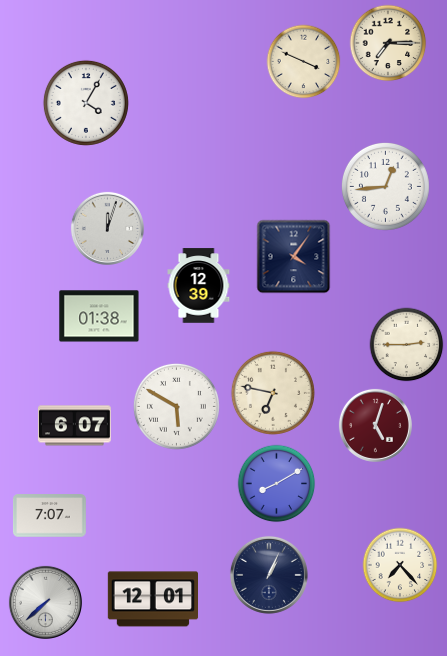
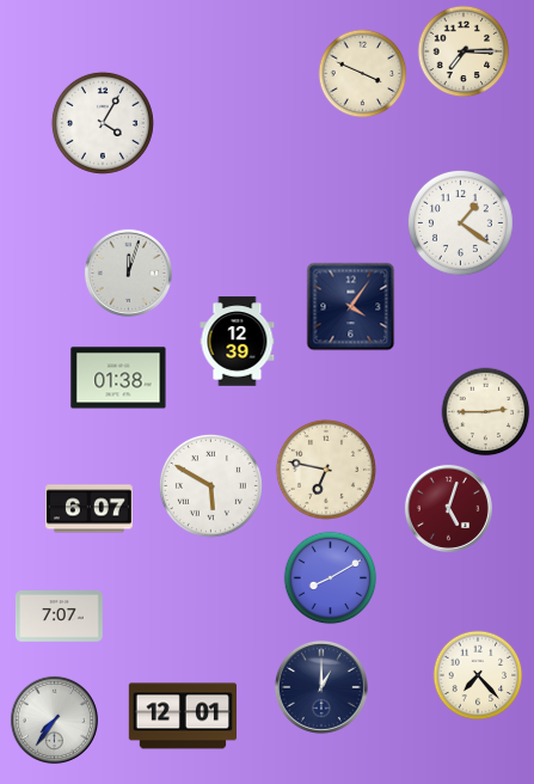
clock at (385, 186): 12:44 -> 1:21
clock at (269, 575): 1:04 -> 1:00
clock at (45, 602): 7:38 -> 7:36
